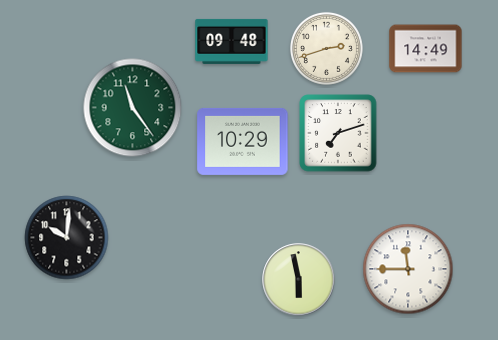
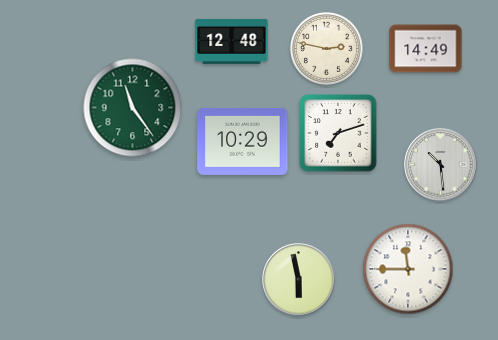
clock at (232, 41): 09:48 -> 12:48
clock at (326, 48): 2:42 -> 2:47
clock at (441, 165): none -> 10:29
clock at (67, 238): 10:01 -> none
